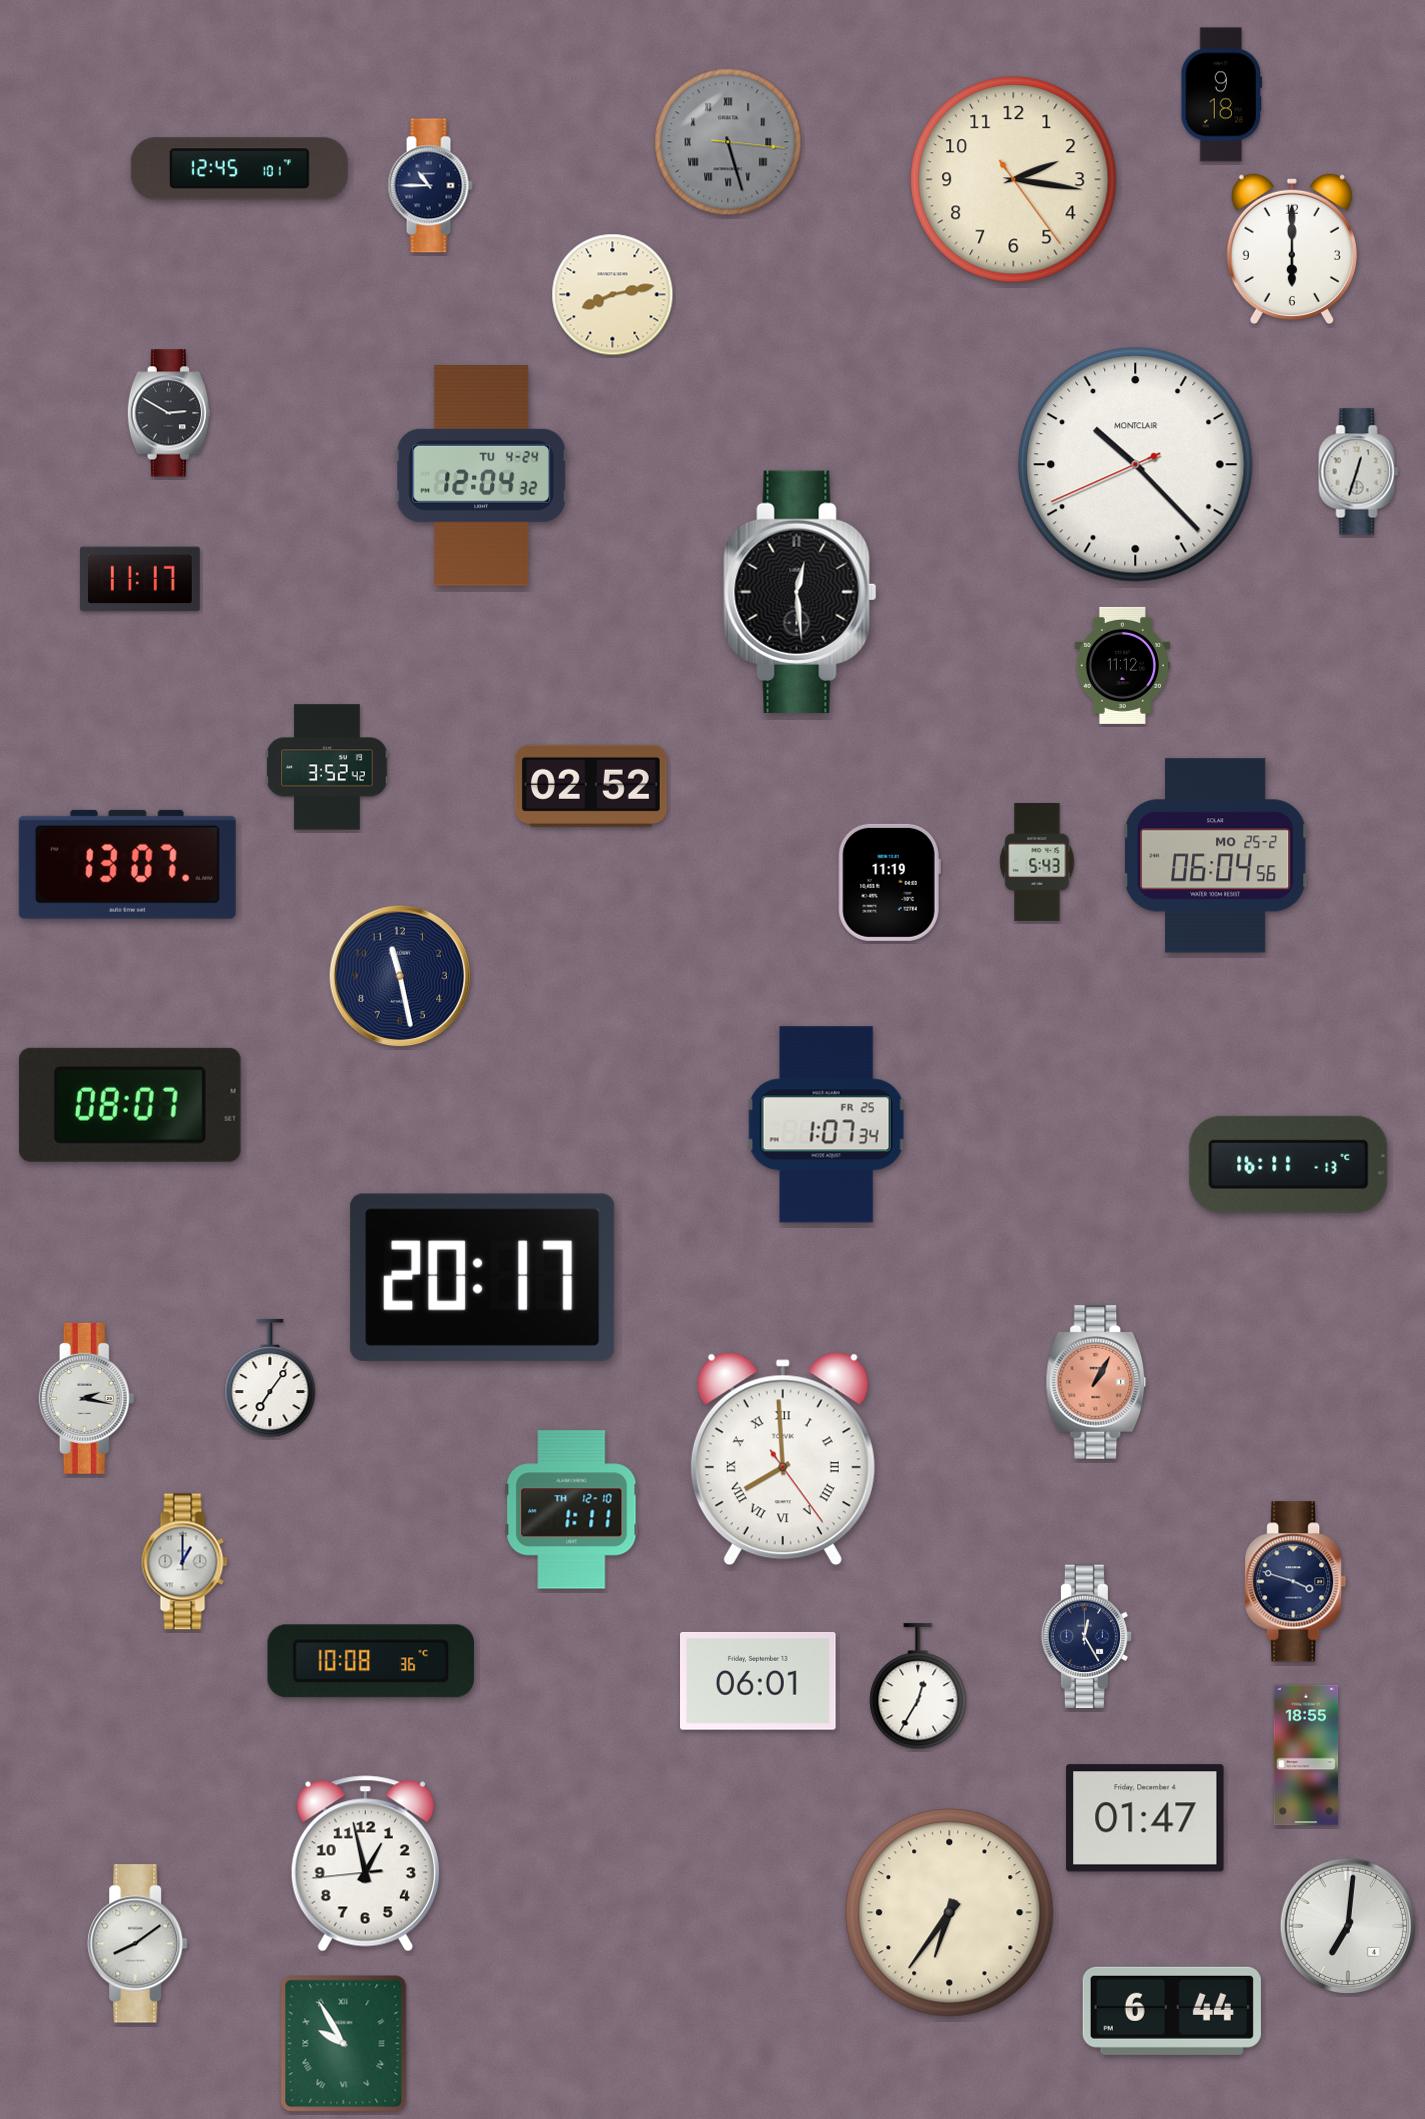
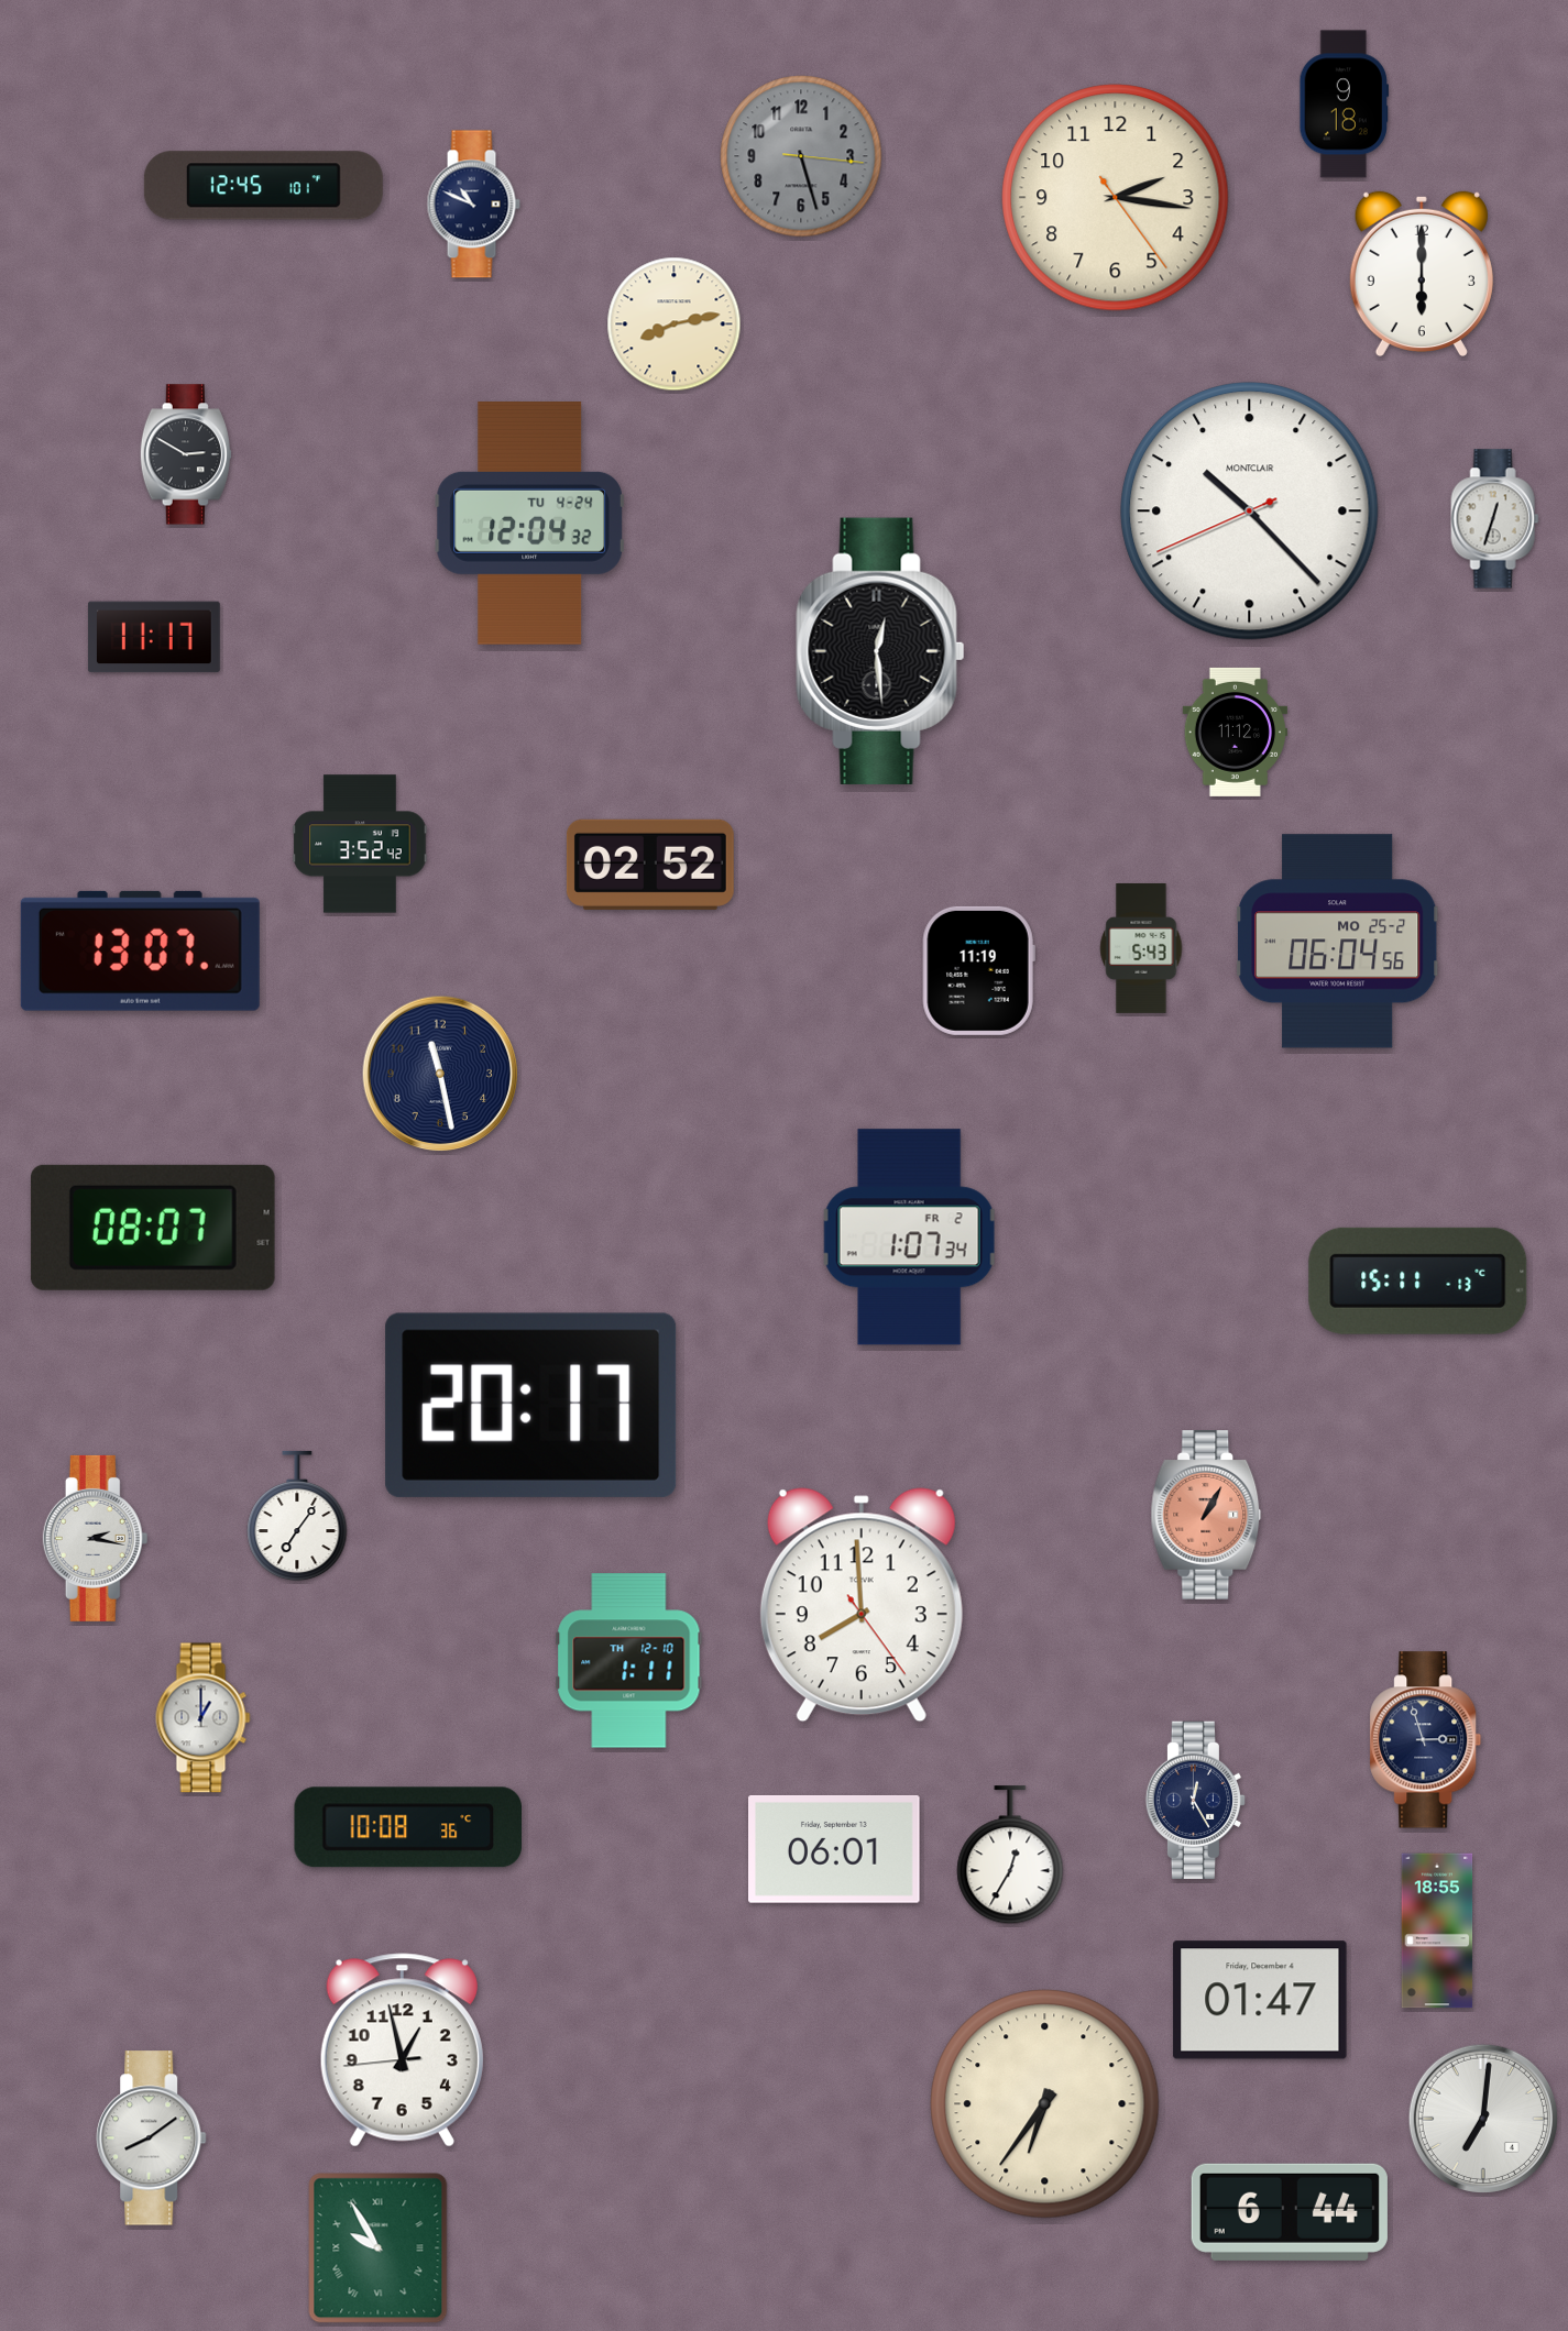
clock at (728, 142) numerals: Roman -> Arabic
clock at (430, 186): 10:45 -> 10:49
clock at (130, 1105) position: (130, 1105) -> (153, 1228)
clock at (827, 1125) date: FR 25 -> FR 2
clock at (1289, 1164): 16:11 -> 15:11
clock at (1096, 1383) position: (1096, 1383) -> (1206, 1516)
clock at (783, 1459) numerals: Roman -> Arabic
clock at (1296, 1582): 3:48 -> 2:57
